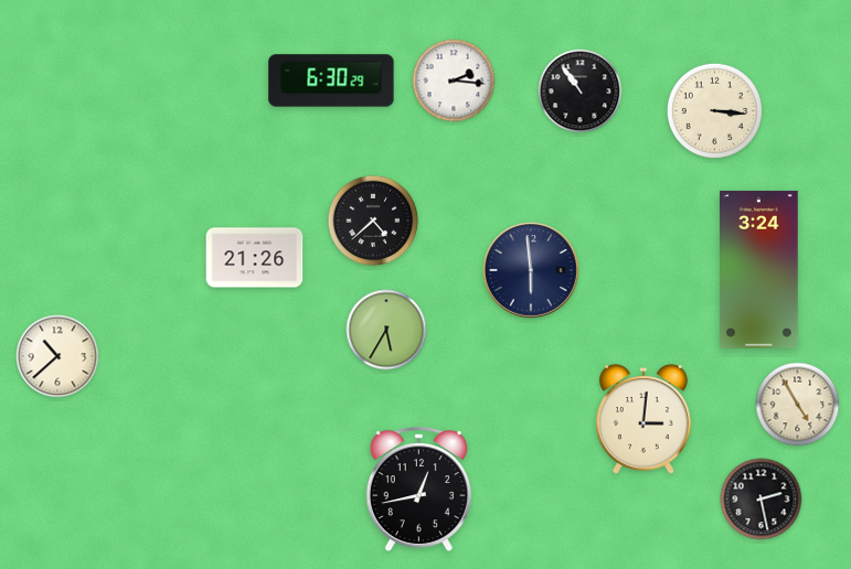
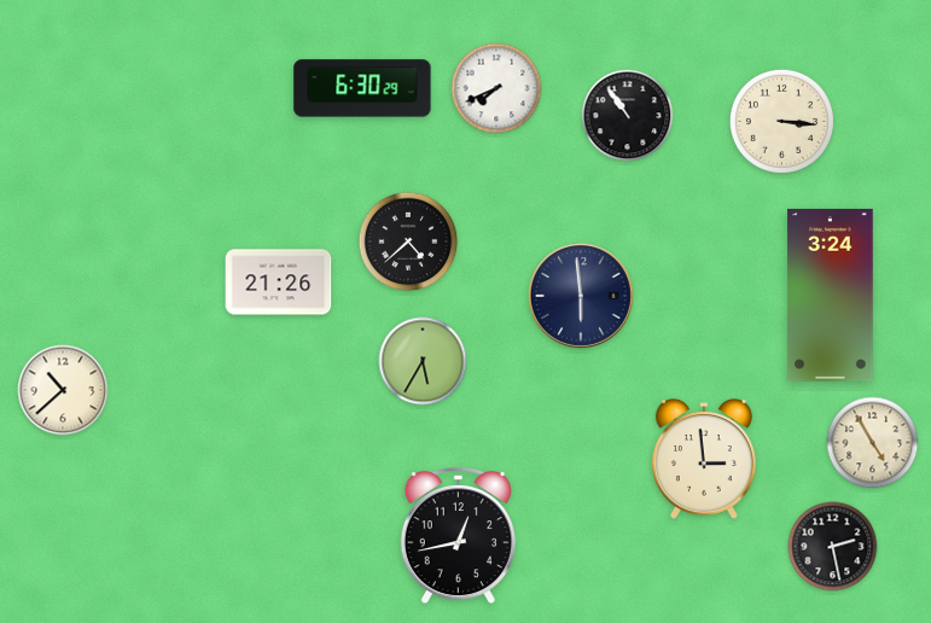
clock at (454, 80): 2:16 -> 7:41
clock at (581, 92) position: (581, 92) -> (628, 116)
clock at (643, 419): 3:01 -> 2:59
